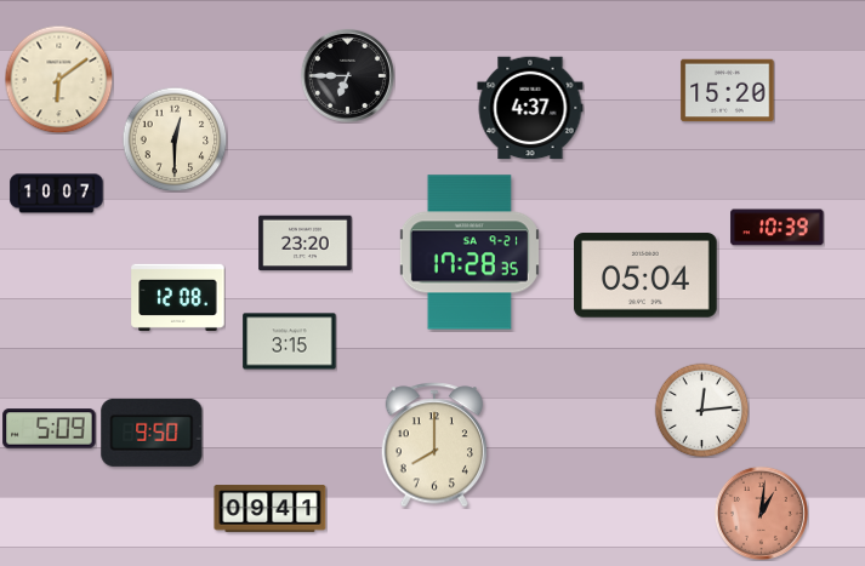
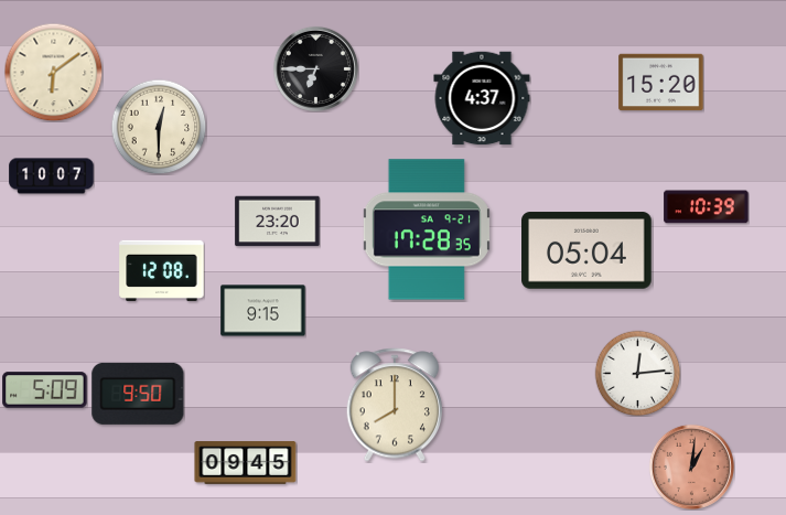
clock at (290, 342): 3:15 -> 9:15
clock at (271, 509): 09:41 -> 09:45
